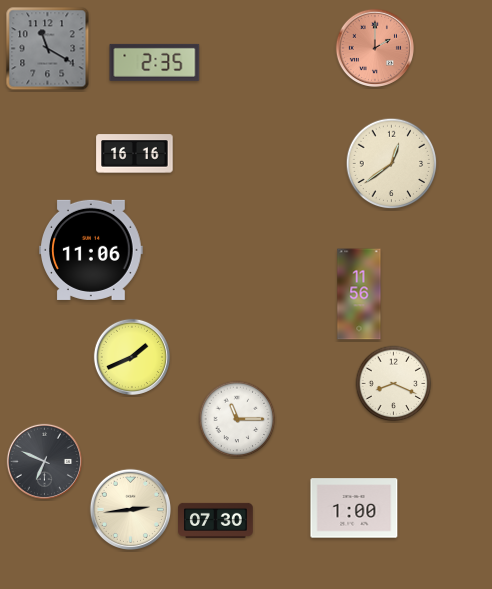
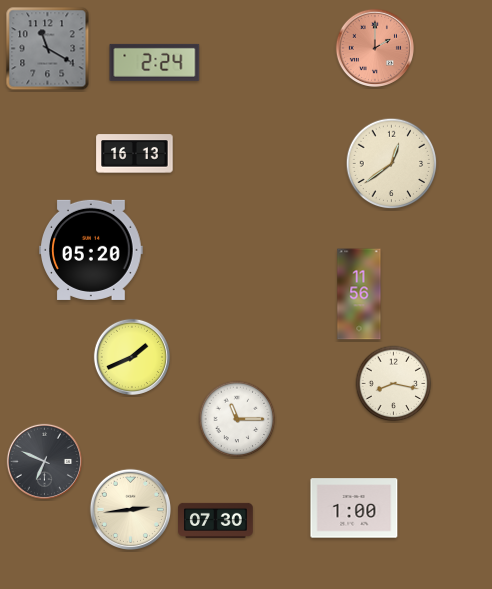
clock at (155, 62): 2:35 -> 2:24
clock at (135, 154): 16:16 -> 16:13
clock at (91, 250): 11:06 -> 05:20
clock at (394, 384): 8:19 -> 8:17
